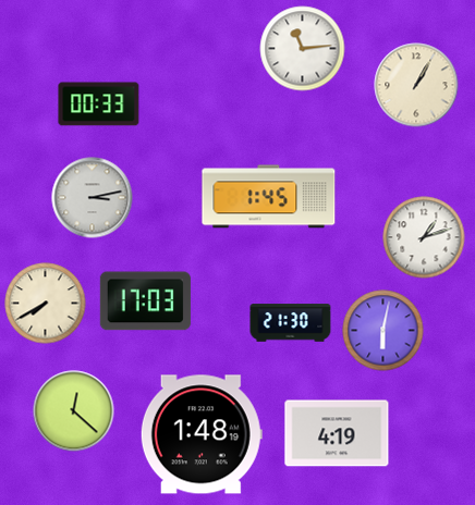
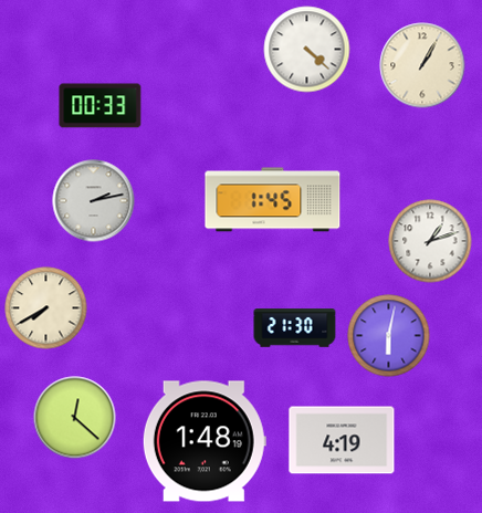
clock at (303, 49): 11:14 -> 4:22
clock at (416, 85) position: (416, 85) -> (422, 65)
clock at (93, 198): 3:13 -> 2:13
clock at (145, 301): 17:03 -> none
